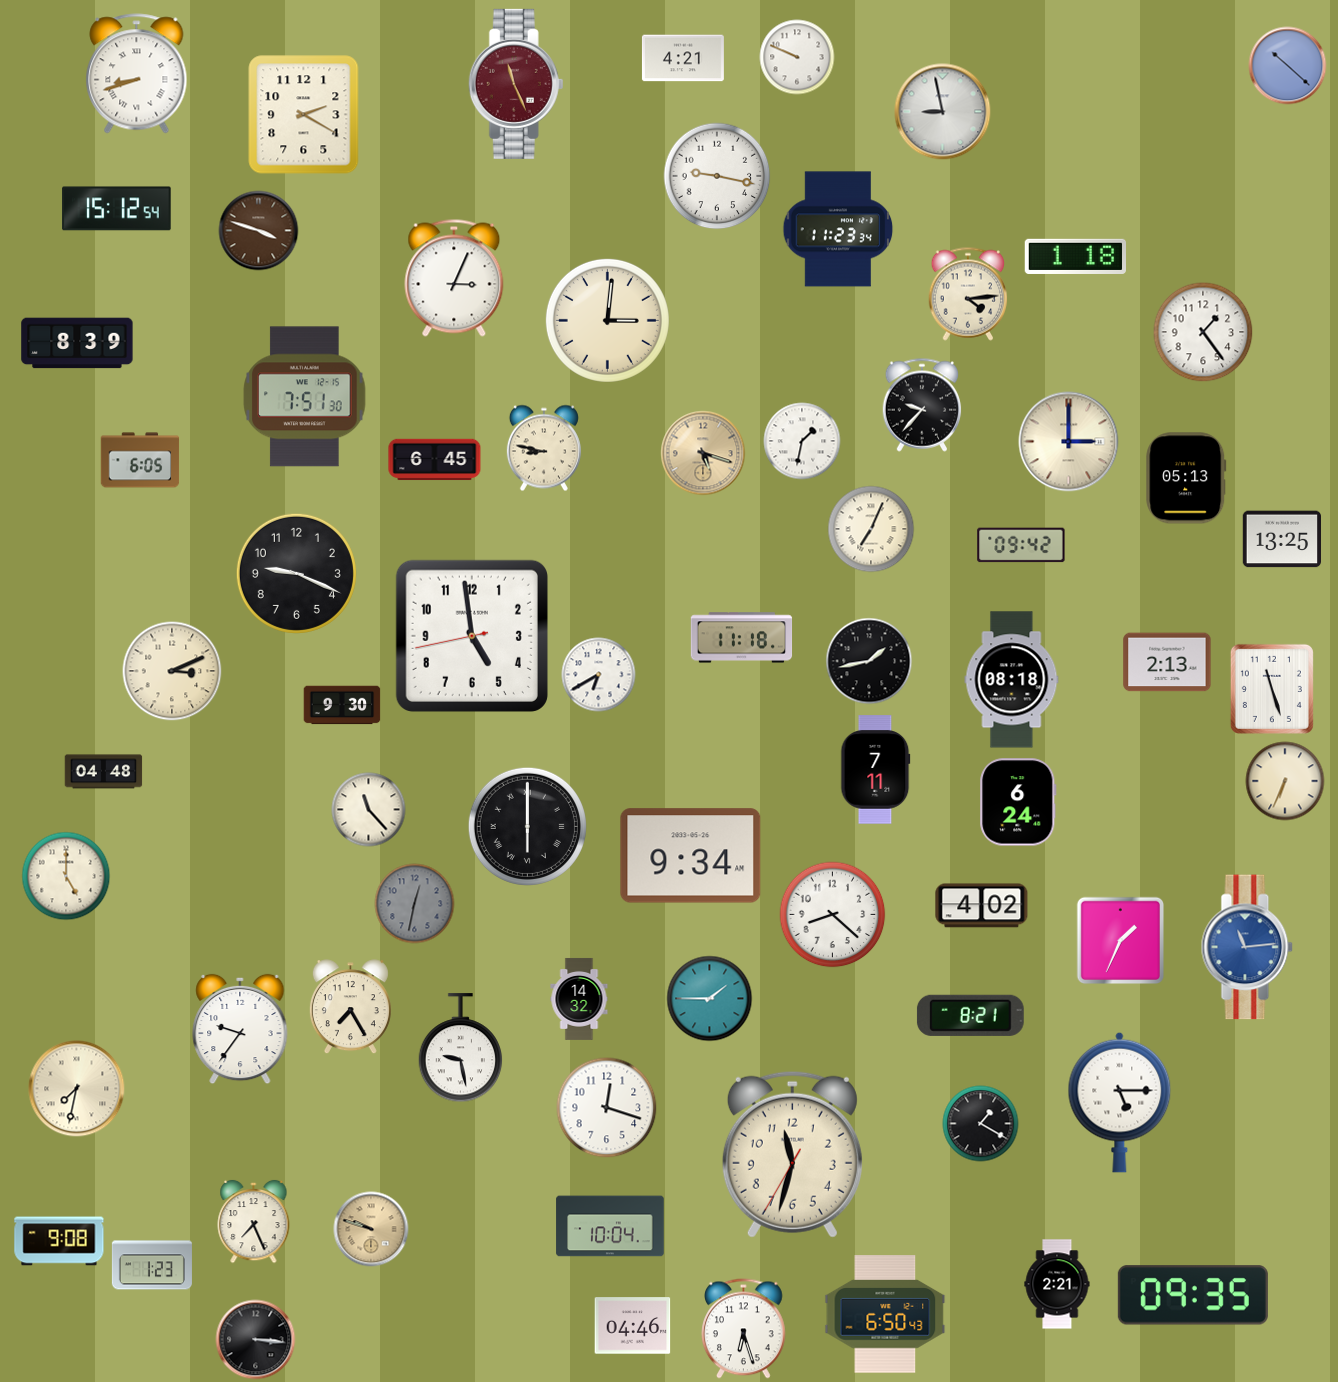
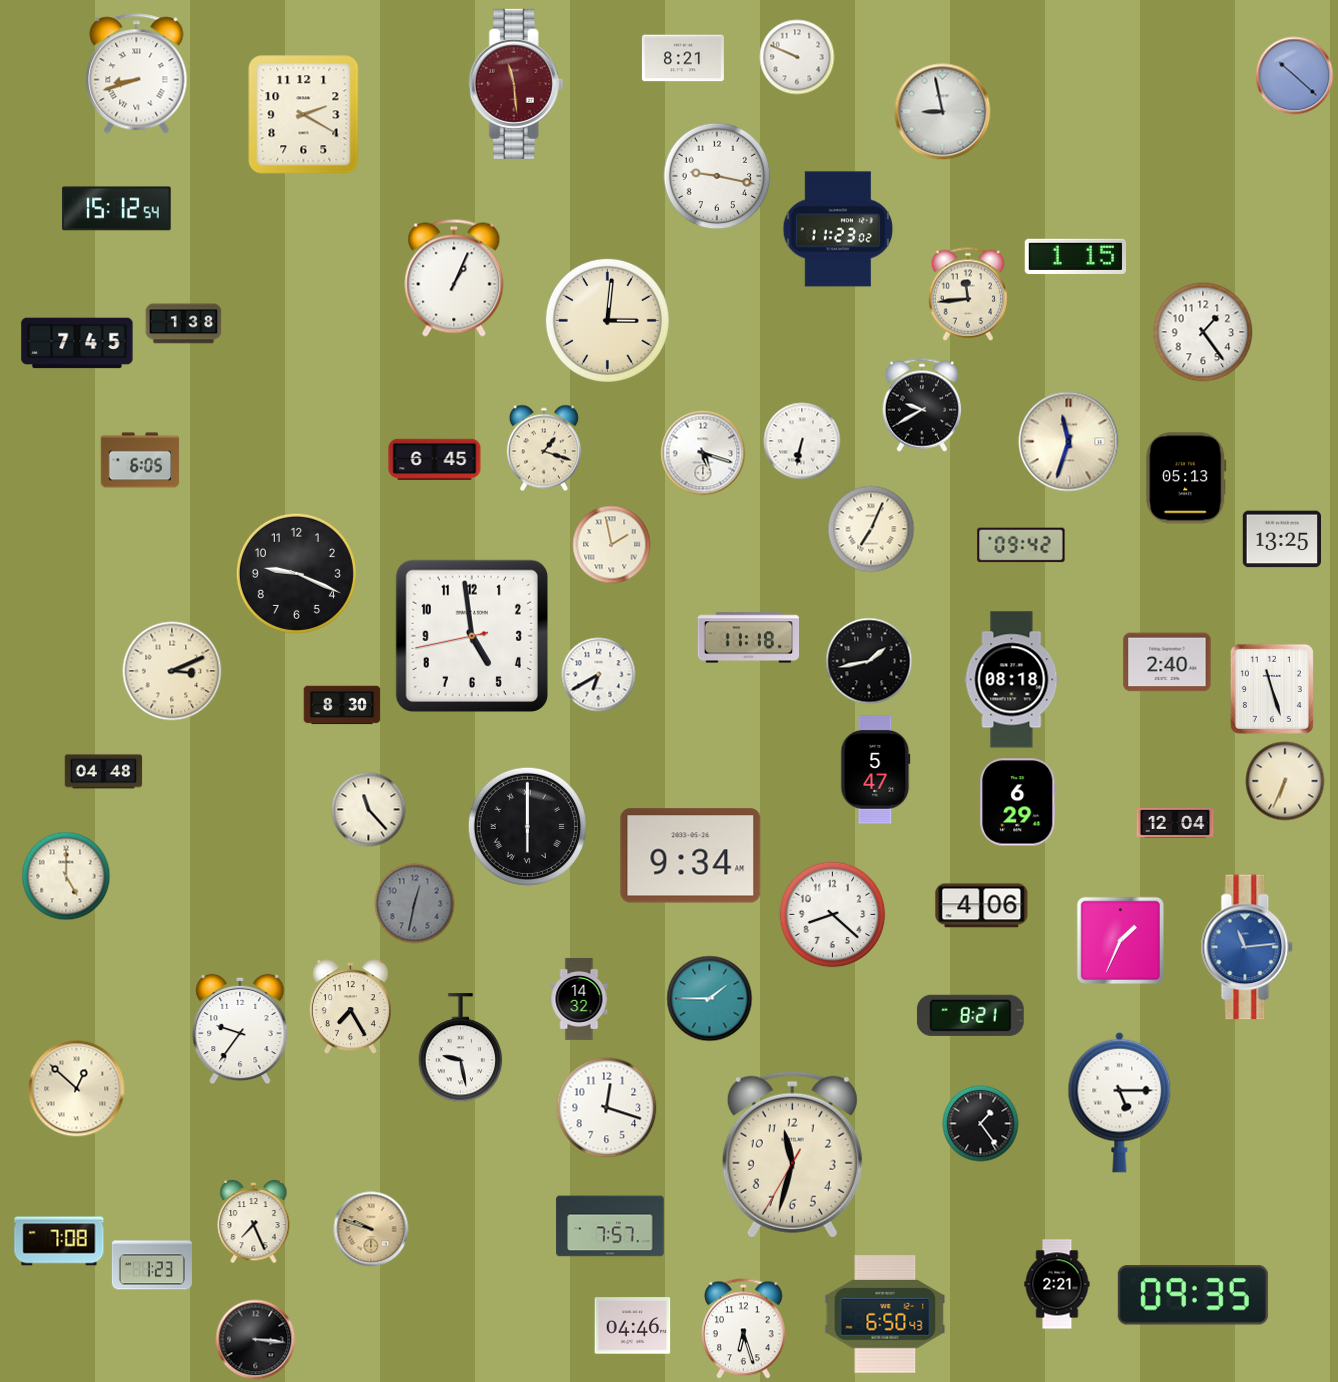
clock at (683, 58): 4:21 -> 8:21
clock at (1288, 66) position: (1288, 66) -> (1295, 76)
clock at (516, 84): 11:26 -> 11:29
clock at (838, 229): 11:23:34 -> 11:23:02
clock at (259, 231): 3:48 -> none
clock at (1075, 256): 1:18 -> 1:15
clock at (454, 278): 3:04 -> 1:04
clock at (968, 294): 4:14 -> 11:44
clock at (184, 324): none -> 1:38
clock at (77, 343): 8:39 -> 7:45
clock at (305, 397): 7:51 -> none
clock at (922, 405): 9:37 -> 9:40
clock at (802, 441): 1:32 -> 6:32
clock at (1069, 442): 3:00 -> 11:33
clock at (544, 448): 8:47 -> 1:18
clock at (703, 453) dial: champagne -> white
clock at (612, 545): none -> 1:58
clock at (742, 638) position: (742, 638) -> (749, 638)
clock at (1167, 662): 2:13 -> 2:40
clock at (342, 705): 9:30 -> 8:30
clock at (876, 770): 7:11 -> 5:47
clock at (1018, 802): 6:24 -> 6:29
clock at (1175, 823): none -> 12:04
clock at (982, 906): 4:02 -> 4:06
clock at (77, 1089): 7:32 -> 12:52
clock at (981, 1124): 1:20 -> 1:24
clock at (610, 1226): 10:04 -> 7:57
clock at (59, 1241): 9:08 -> 7:08
